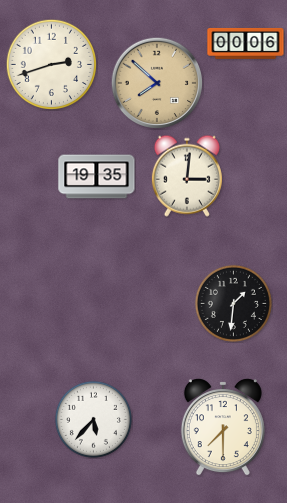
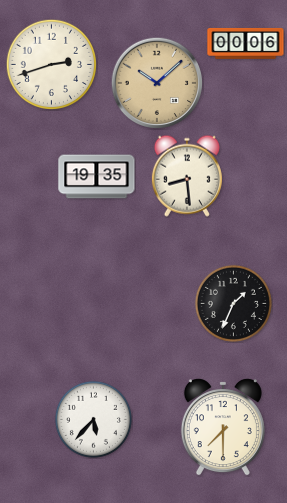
clock at (156, 82): 7:52 -> 10:08
clock at (187, 176): 3:01 -> 8:29
clock at (233, 303): 1:31 -> 1:34
